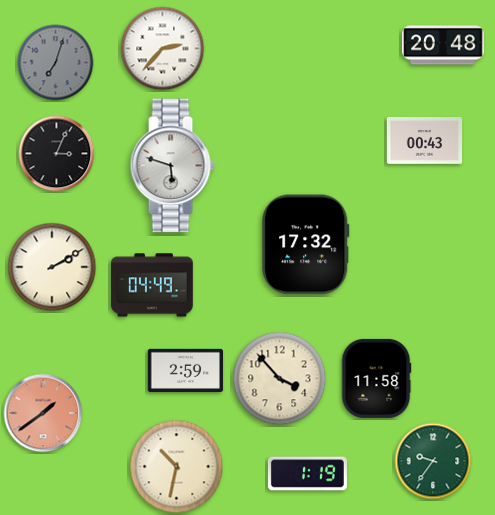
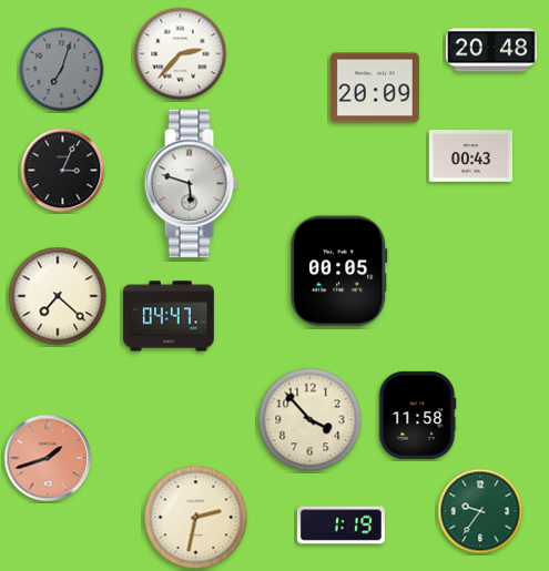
clock at (375, 88): none -> 20:09
clock at (306, 245): 17:32 -> 00:05
clock at (52, 267): 2:10 -> 7:22
clock at (152, 285): 04:49 -> 04:47
clock at (186, 370): 2:59 -> none
clock at (376, 378) position: (376, 378) -> (417, 415)
clock at (43, 413): 1:39 -> 1:42
clock at (177, 467): 10:32 -> 2:32
